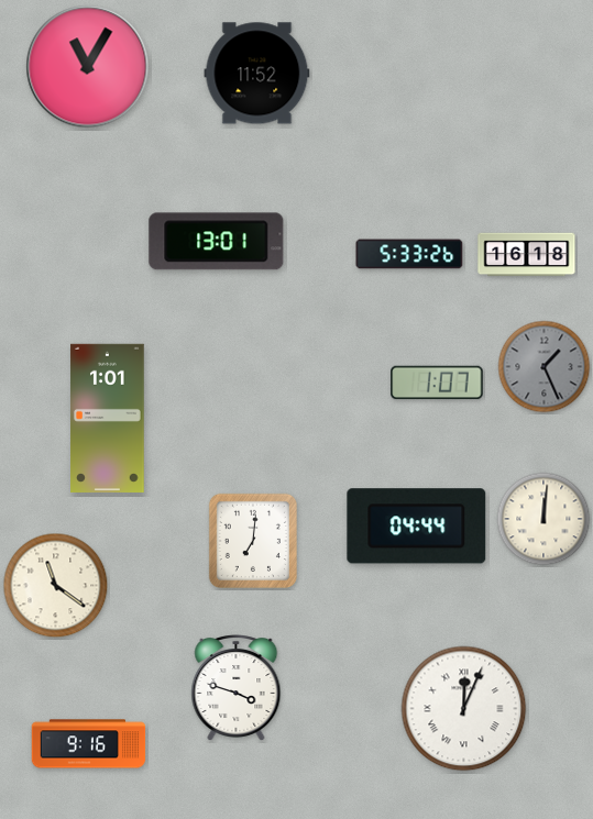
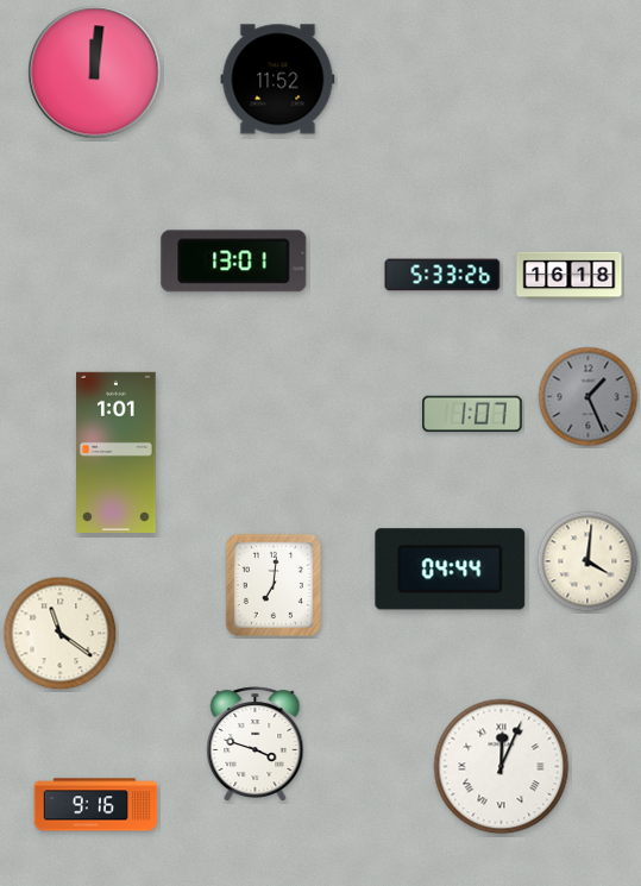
clock at (88, 67): 11:05 -> 12:01
clock at (543, 519): 12:01 -> 4:01
